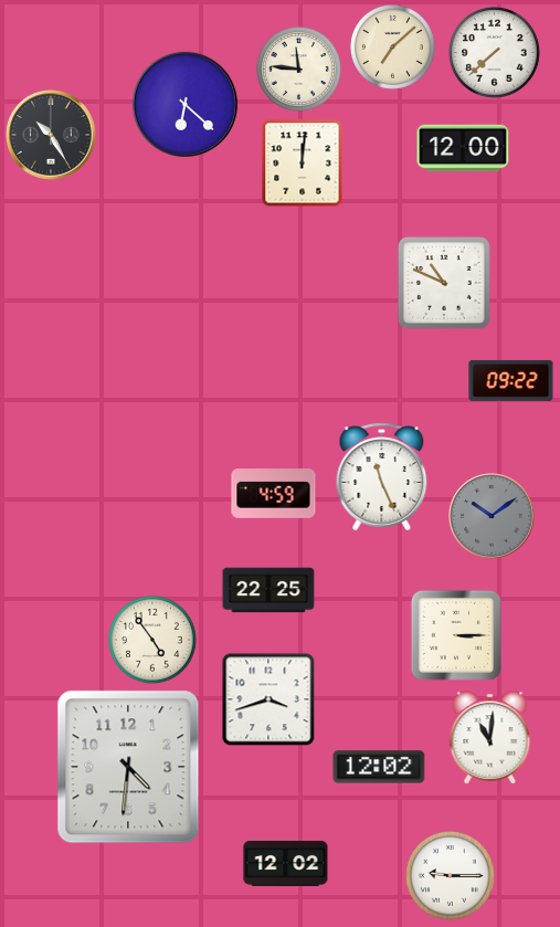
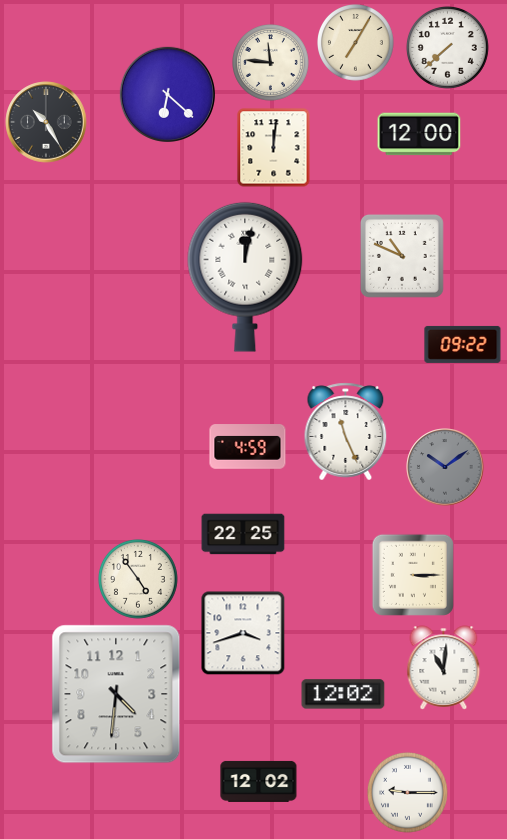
clock at (393, 48): 7:08 -> 7:05
clock at (245, 277): none -> 12:02
